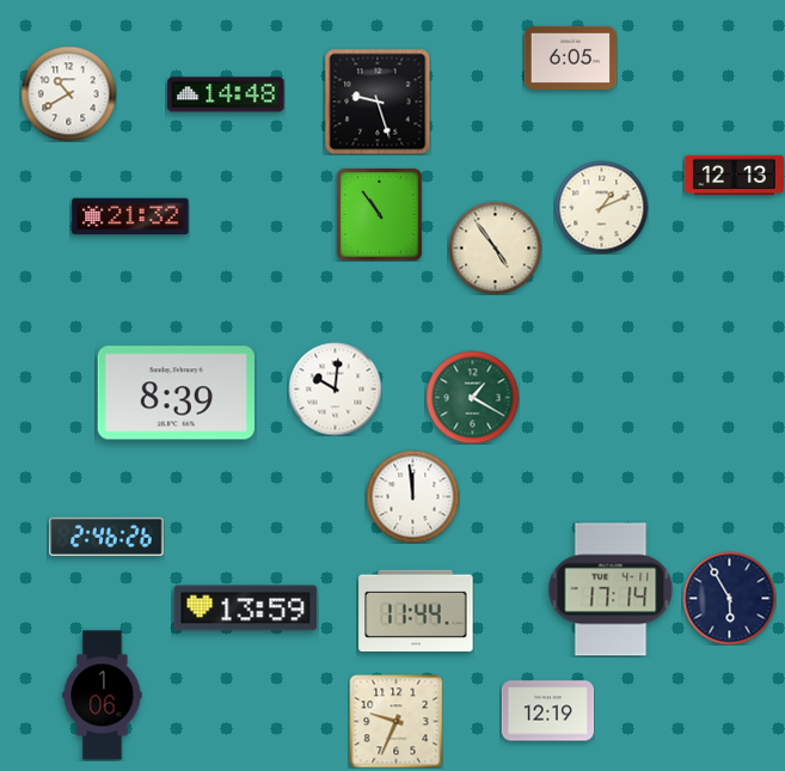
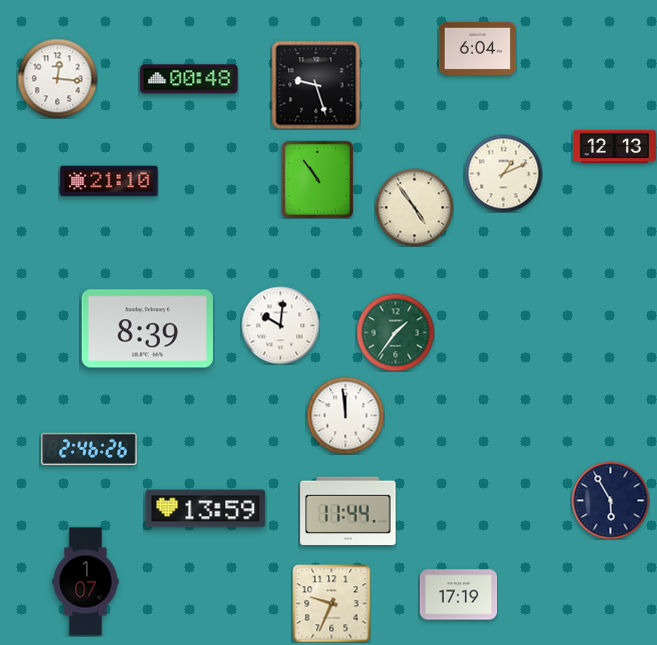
clock at (570, 57): 6:05 -> 6:04
clock at (68, 93): 10:40 -> 12:16
clock at (226, 94): 14:48 -> 00:48
clock at (130, 216): 21:32 -> 21:10
clock at (472, 397): 1:20 -> 1:36
clock at (611, 589): 17:14 -> none
clock at (103, 696): 1:06 -> 1:07
clock at (547, 711): 12:19 -> 17:19
